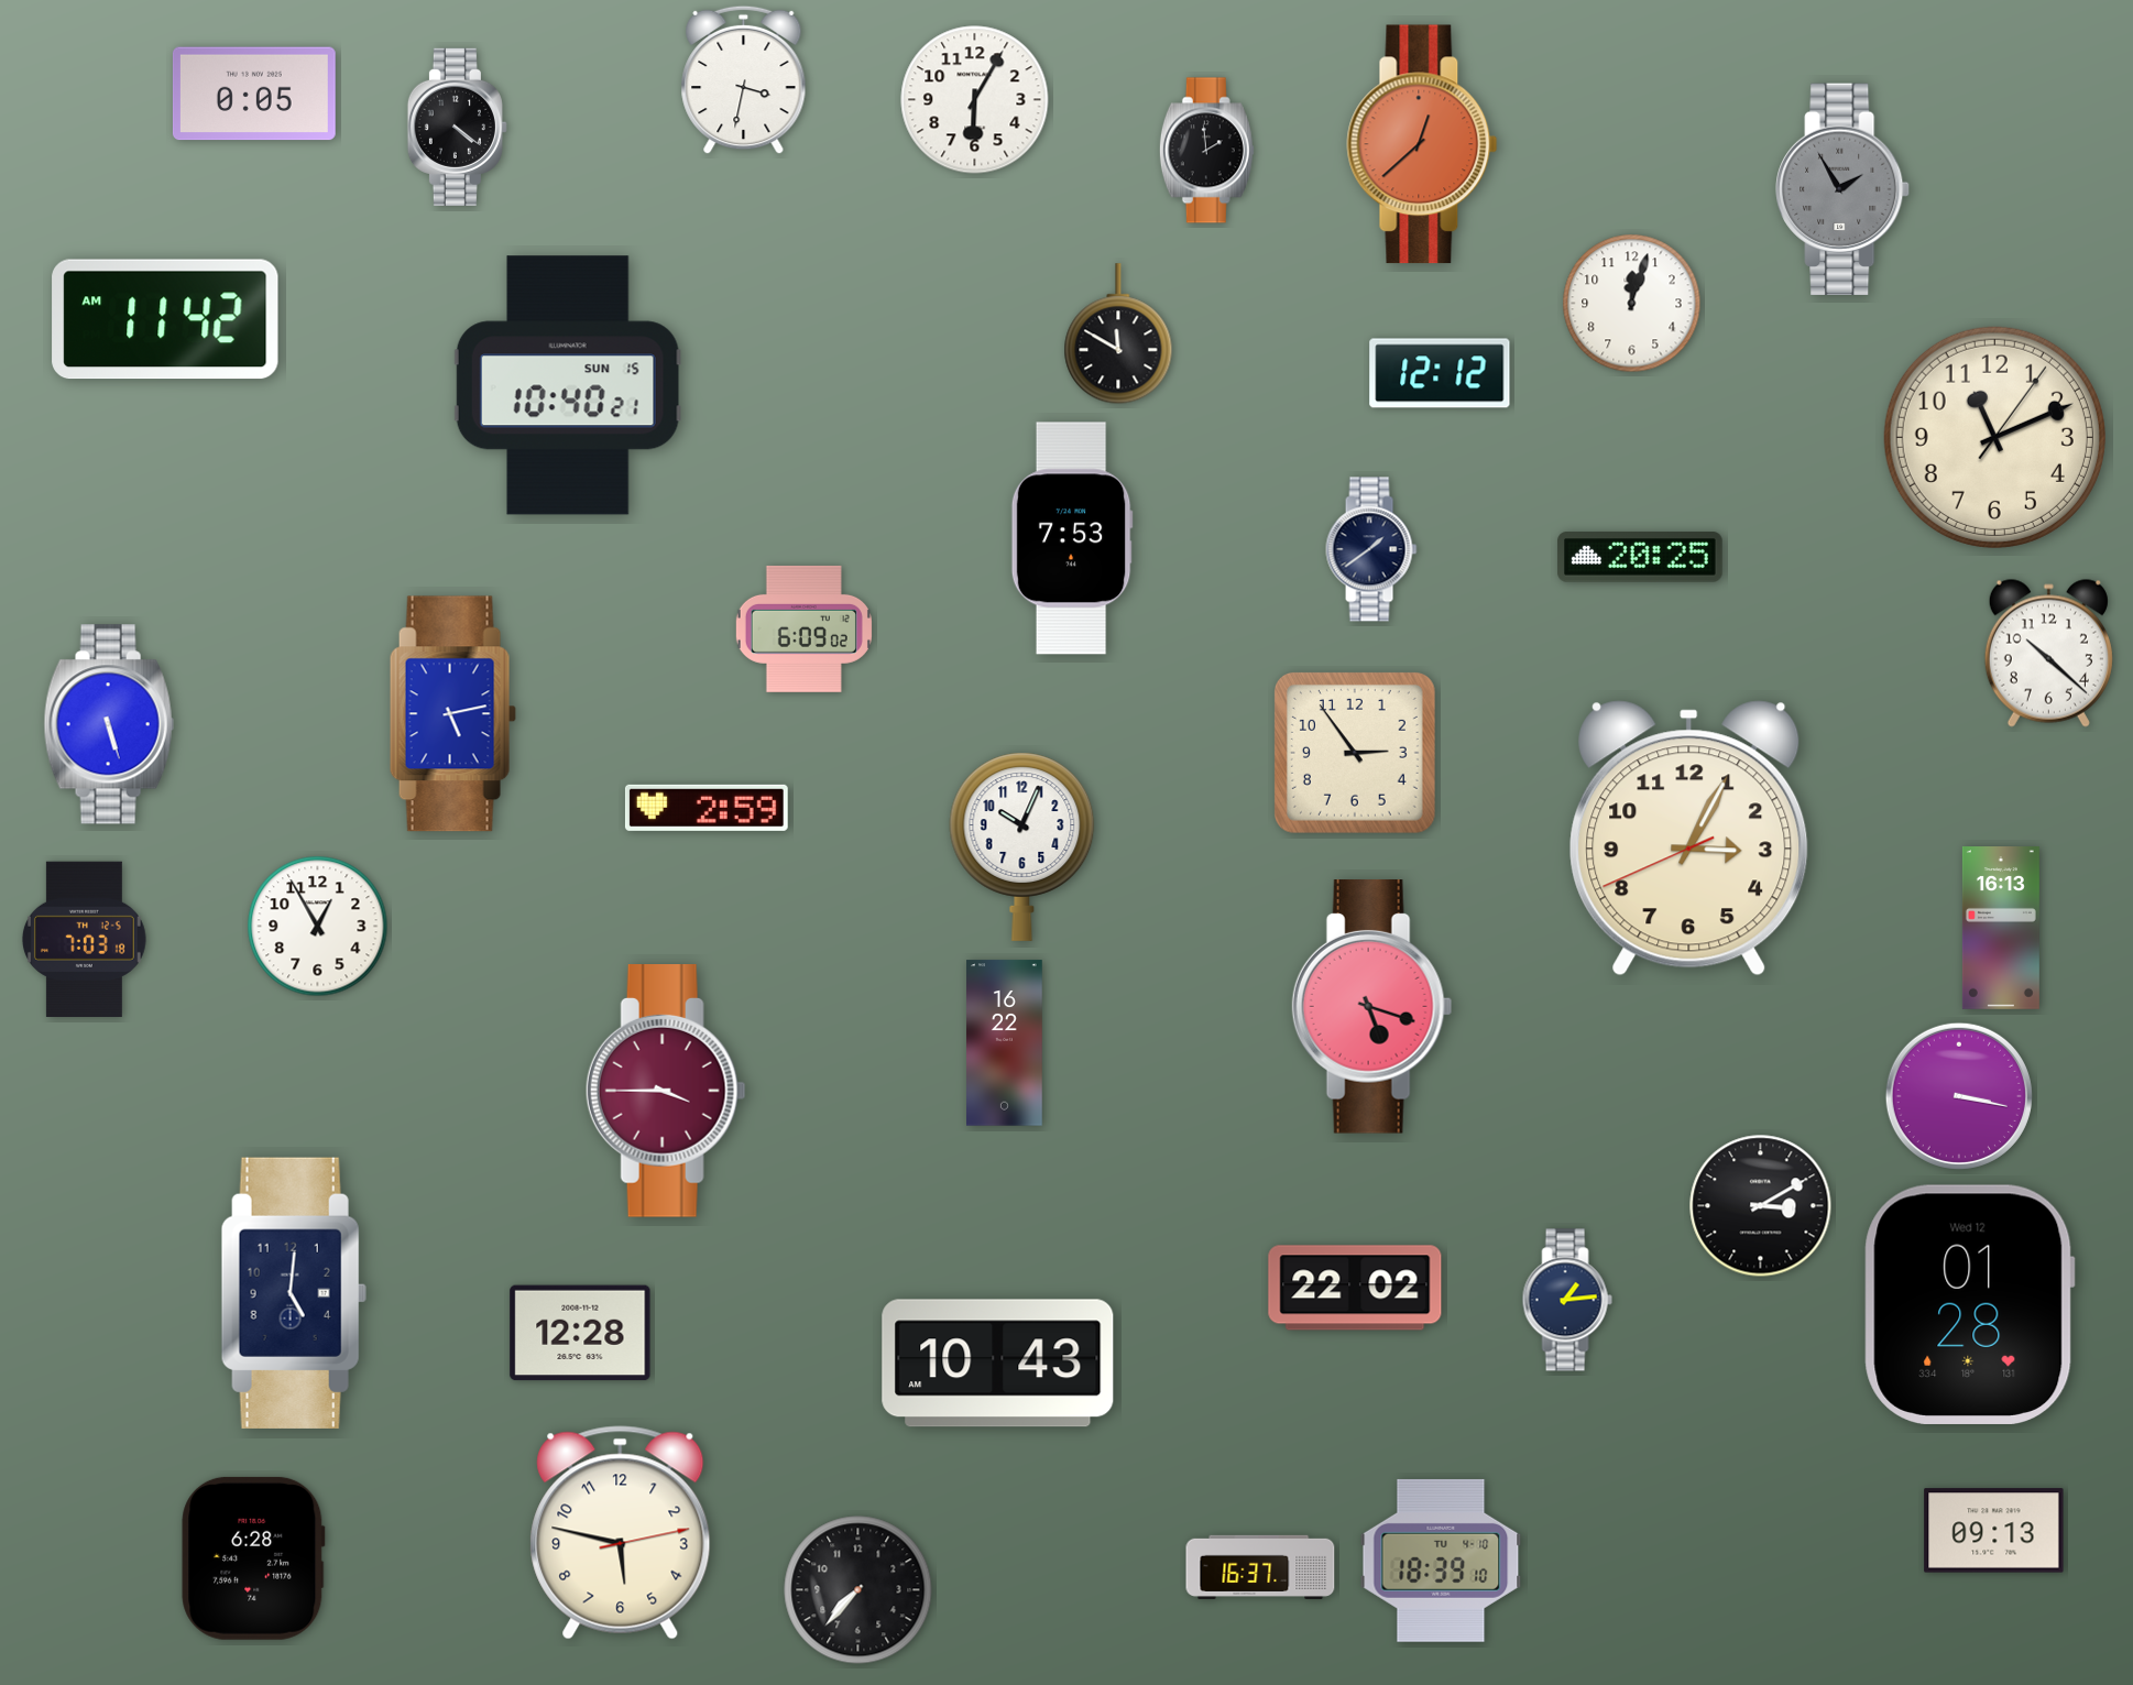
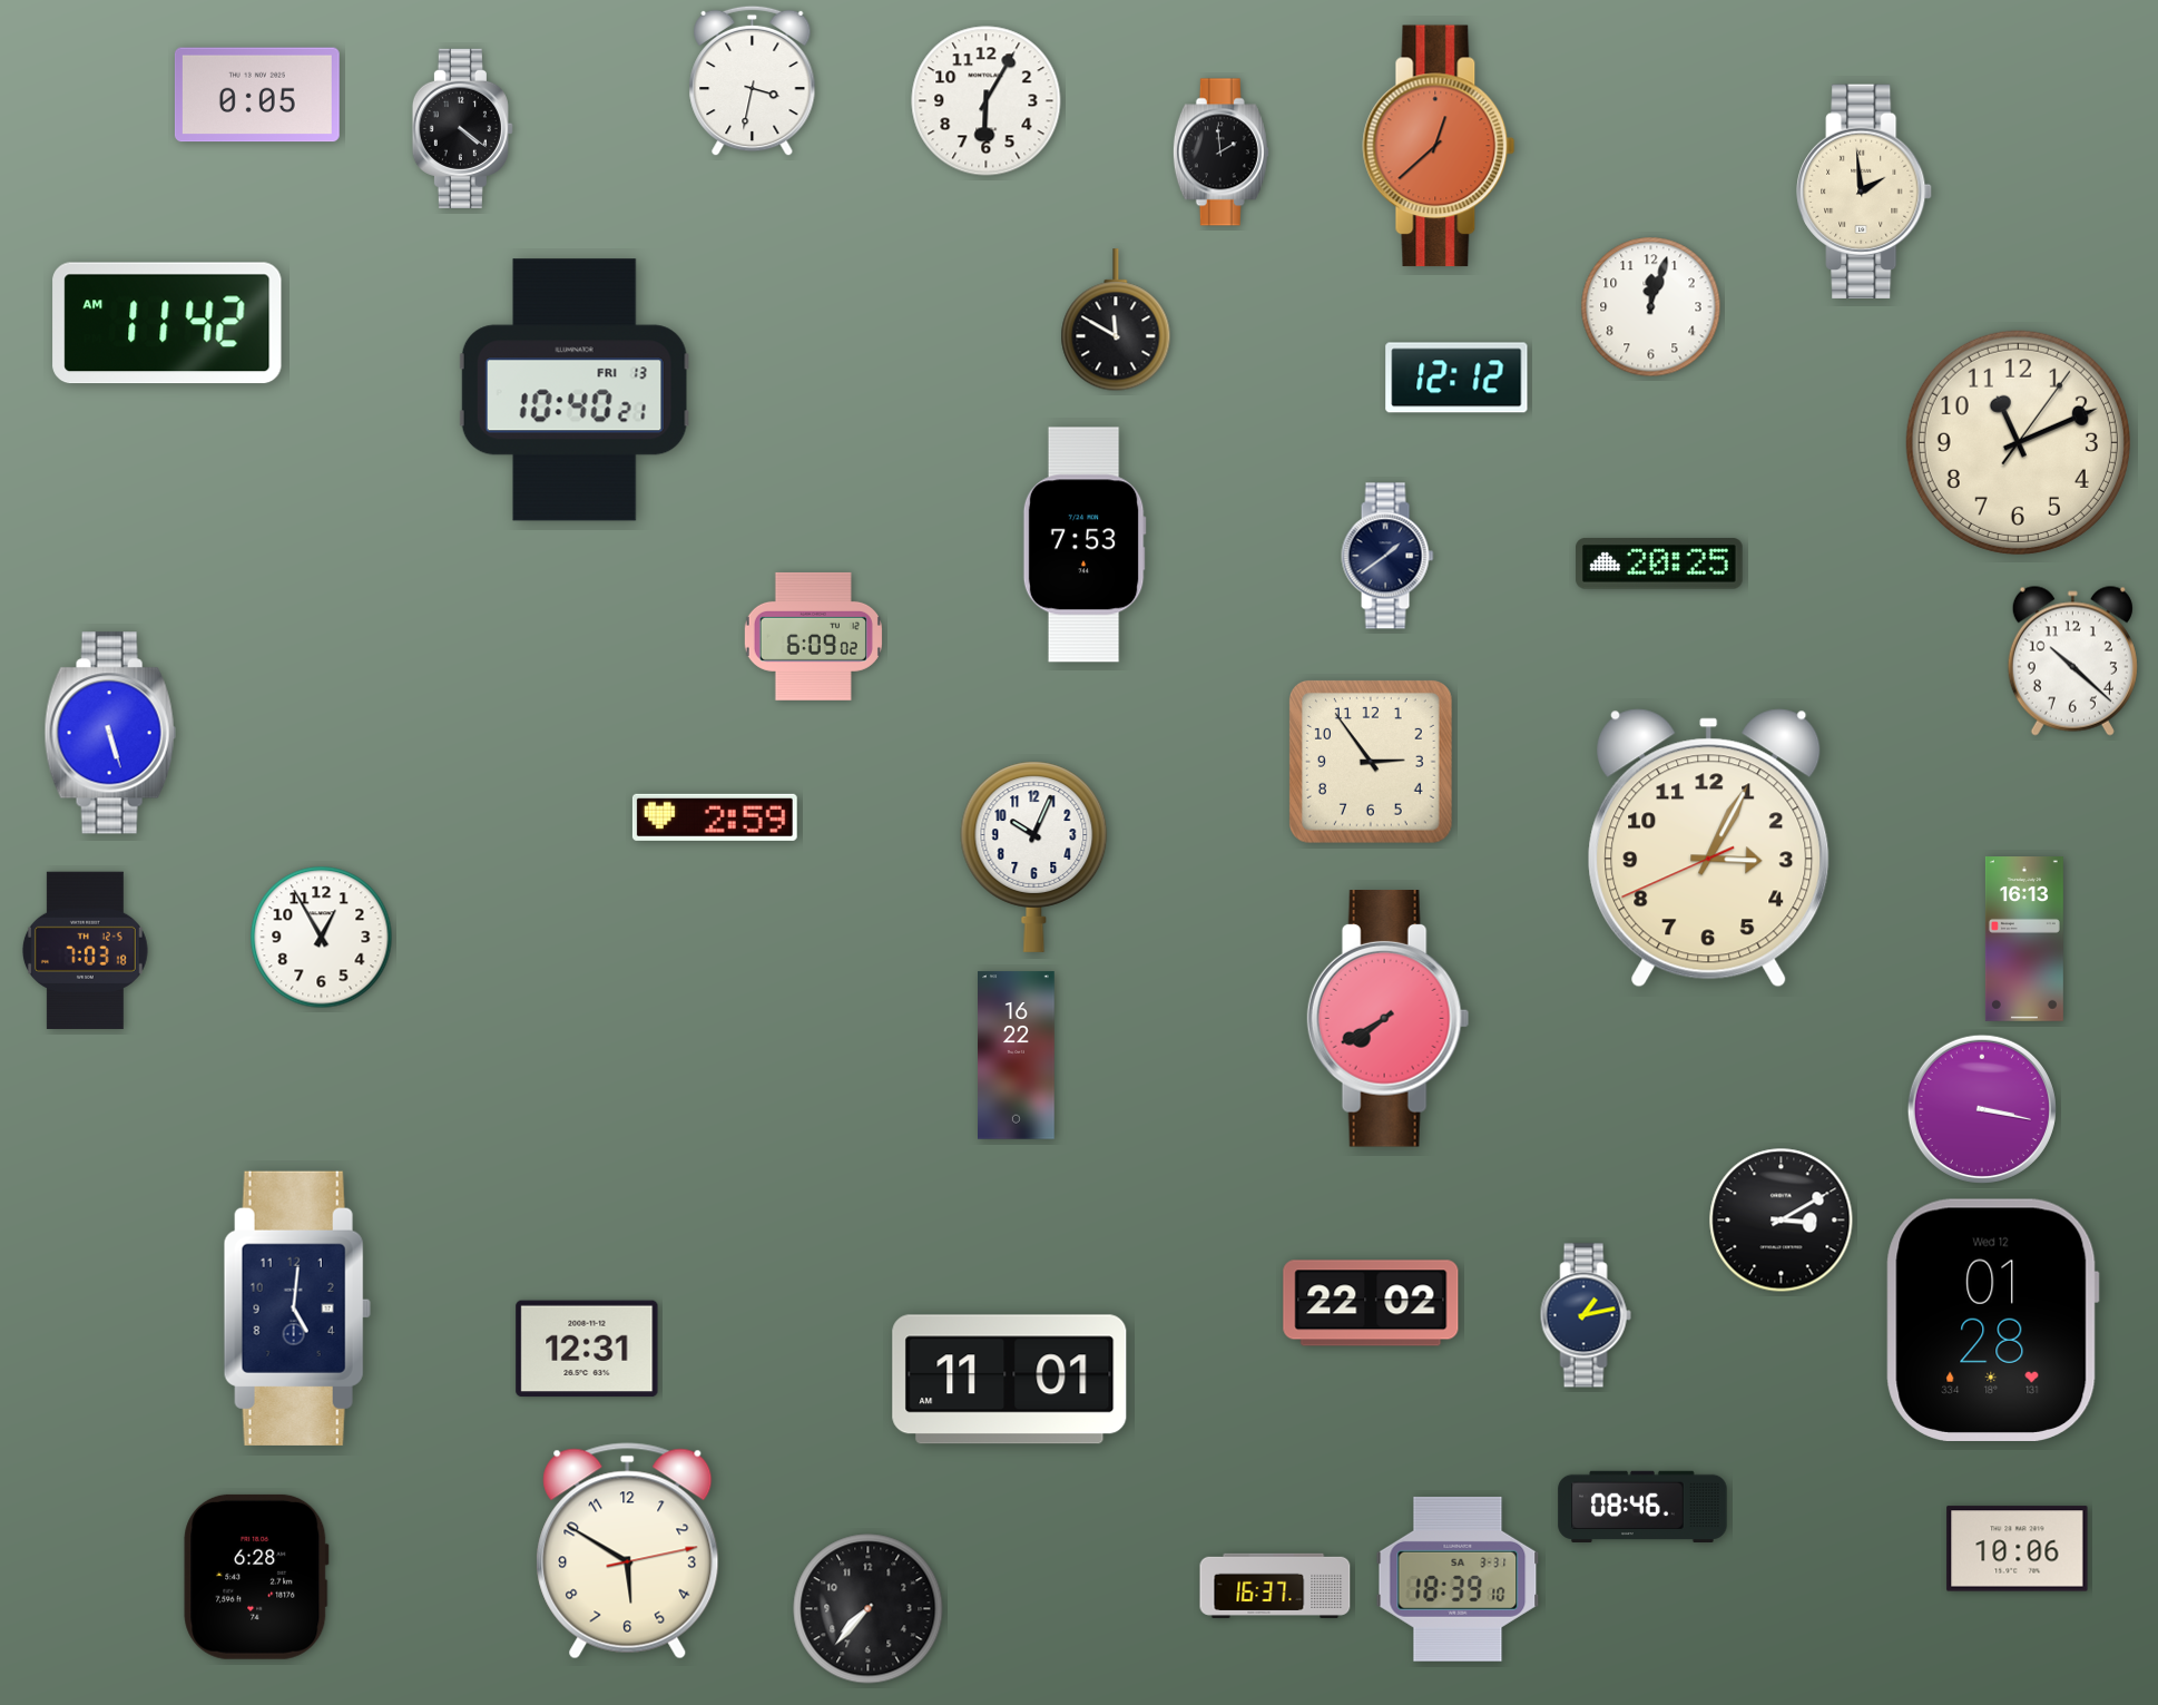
clock at (1842, 188): 1:55 -> 1:59
clock at (1842, 188) dial: grey -> cream
clock at (1118, 335) position: (1118, 335) -> (1116, 321)
clock at (568, 385) date: SUN 15 -> FRI 13
clock at (452, 714): 5:13 -> none
clock at (1372, 1007): 5:18 -> 7:40
clock at (666, 1092): 3:45 -> none
clock at (1567, 1300): 1:14 -> 1:13
clock at (580, 1333): 12:28 -> 12:31
clock at (998, 1364): 10:43 -> 11:01
clock at (1642, 1506): none -> 08:46
clock at (1994, 1531): 09:13 -> 10:06
clock at (621, 1533): 5:47 -> 5:50
clock at (1441, 1561) date: TU 4-10 -> SA 3-31
